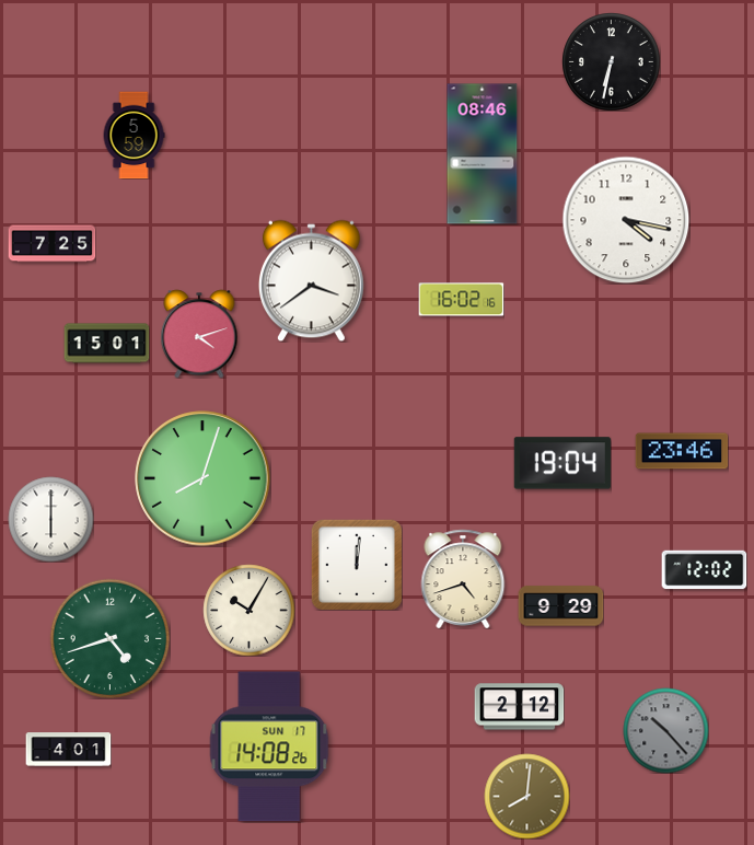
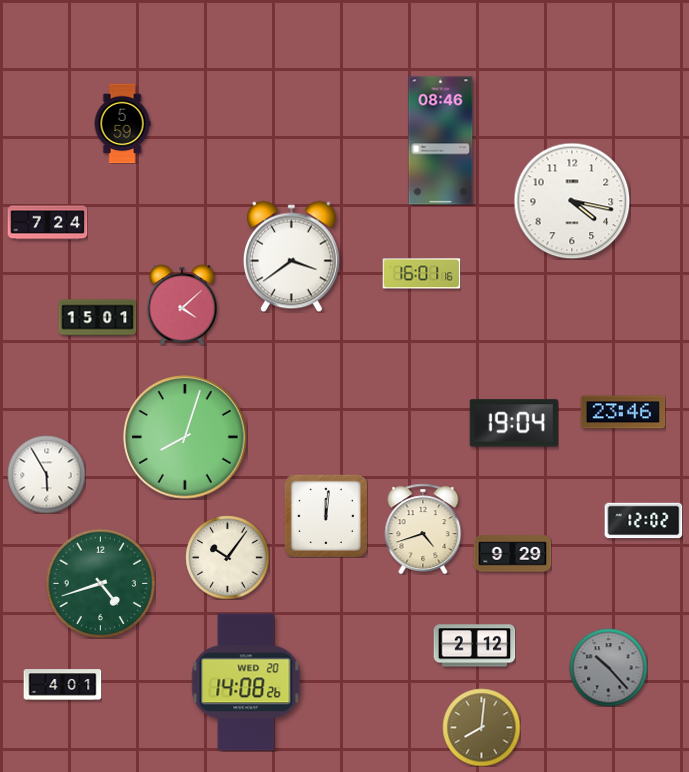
clock at (611, 61): 6:32 -> none
clock at (51, 244): 7:25 -> 7:24
clock at (311, 280) position: (311, 280) -> (291, 256)
clock at (461, 300): 16:02 -> 16:01
clock at (199, 334): 4:12 -> 4:08
clock at (106, 344) position: (106, 344) -> (97, 318)
clock at (50, 519): 6:00 -> 5:55
clock at (248, 610): 10:05 -> 10:06
clock at (269, 746) date: SUN 17 -> WED 20
